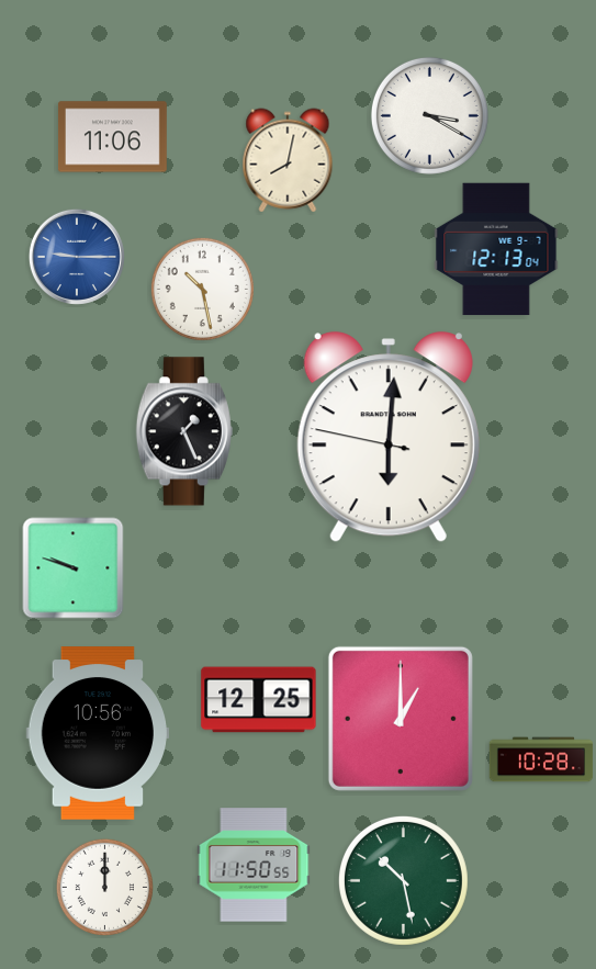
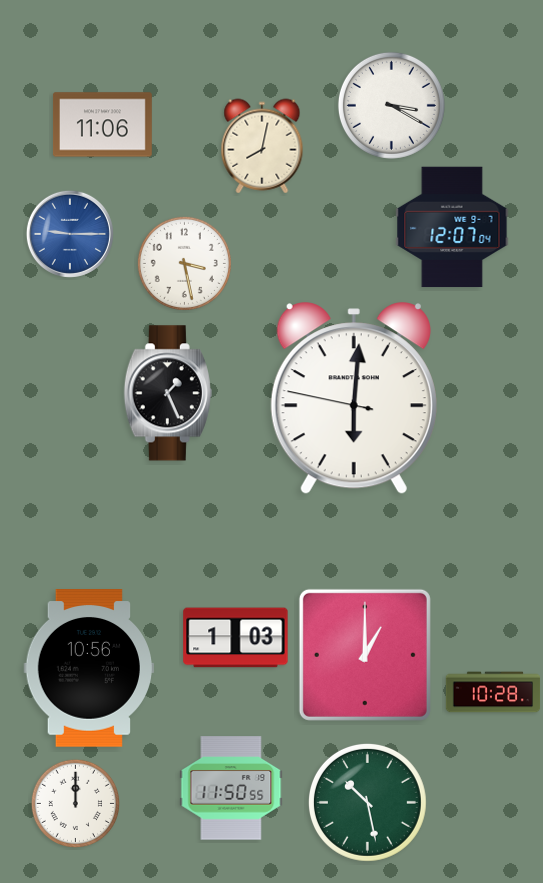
clock at (496, 249): 12:13 -> 12:07
clock at (202, 289): 10:28 -> 3:28
clock at (74, 568): 9:48 -> none
clock at (259, 700): 12:25 -> 1:03
clock at (104, 887) position: (104, 887) -> (75, 803)
